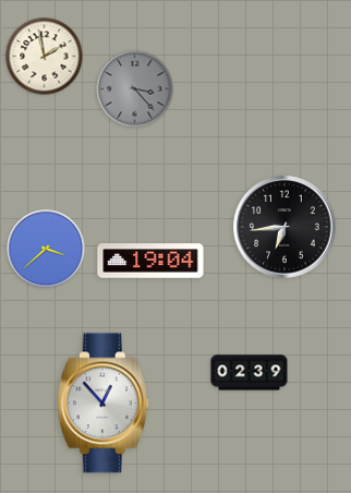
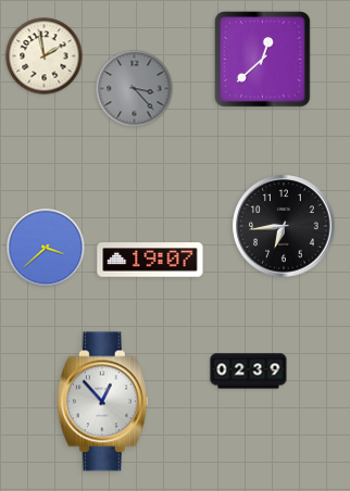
clock at (263, 60): none -> 12:38
clock at (150, 261): 19:04 -> 19:07
